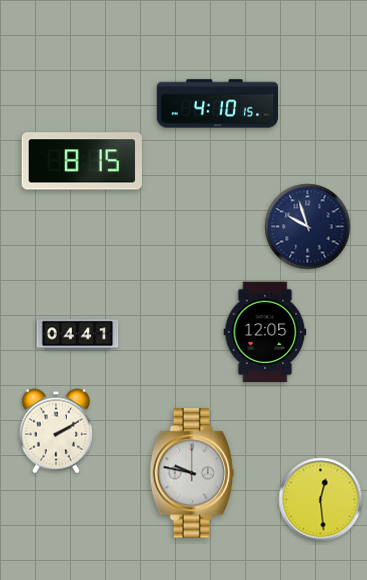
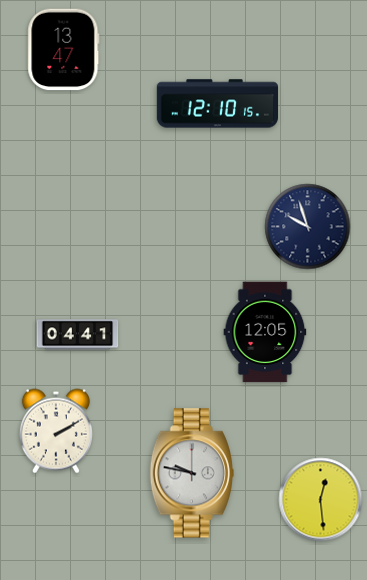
clock at (64, 50): none -> 13:47
clock at (217, 104): 4:10 -> 12:10
clock at (82, 161): 8:15 -> none
